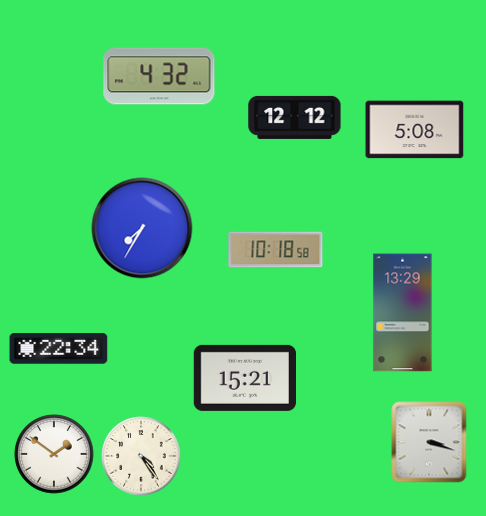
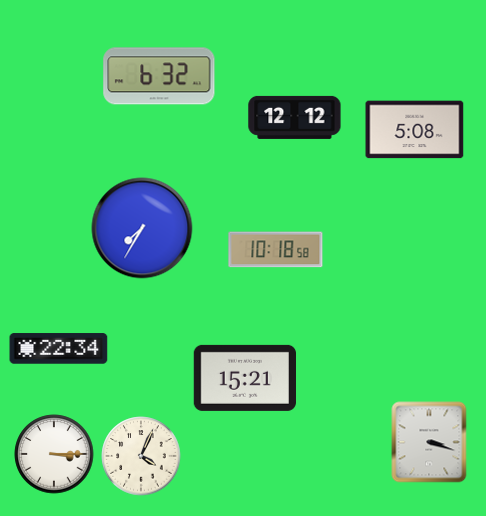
clock at (159, 76): 4:32 -> 6:32
clock at (403, 313): 13:29 -> none
clock at (54, 454): 1:51 -> 3:15
clock at (141, 456): 4:24 -> 4:04
